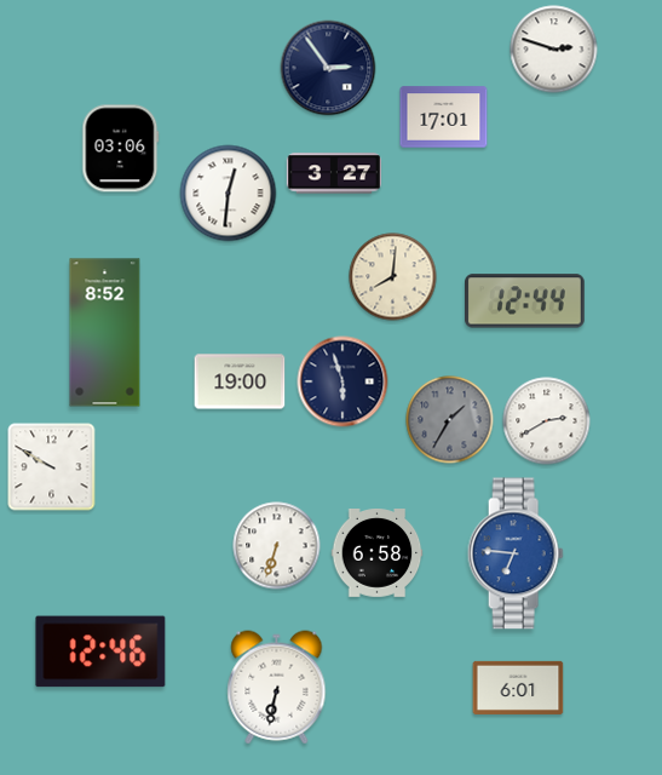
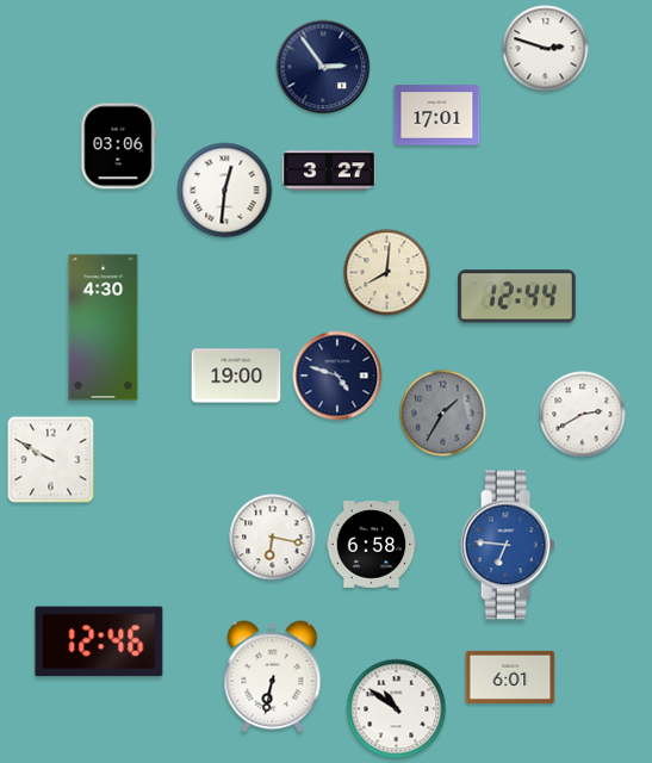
clock at (105, 333): 8:52 -> 4:30
clock at (342, 381): 5:57 -> 4:48
clock at (547, 421) position: (547, 421) -> (583, 415)
clock at (277, 546): 6:33 -> 6:17
clock at (397, 709): none -> 10:51
